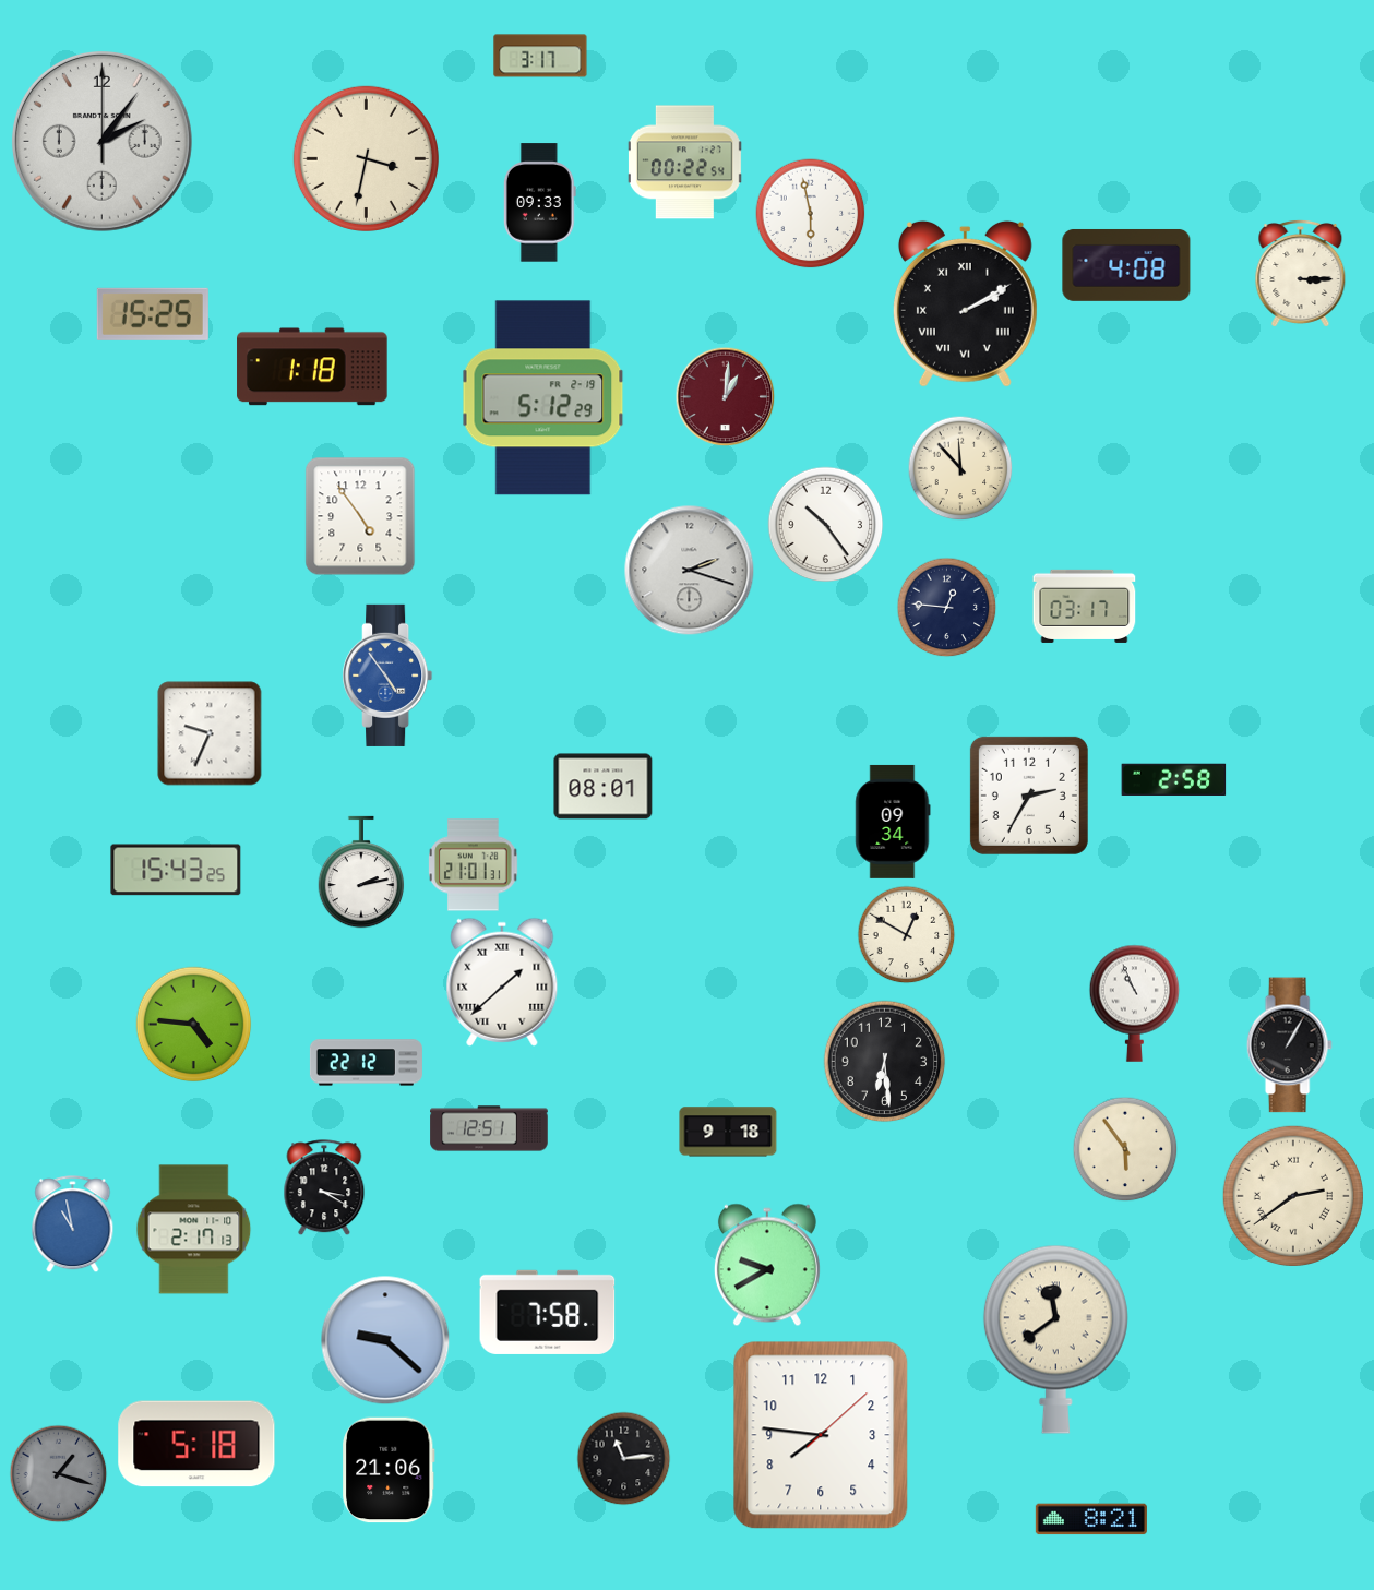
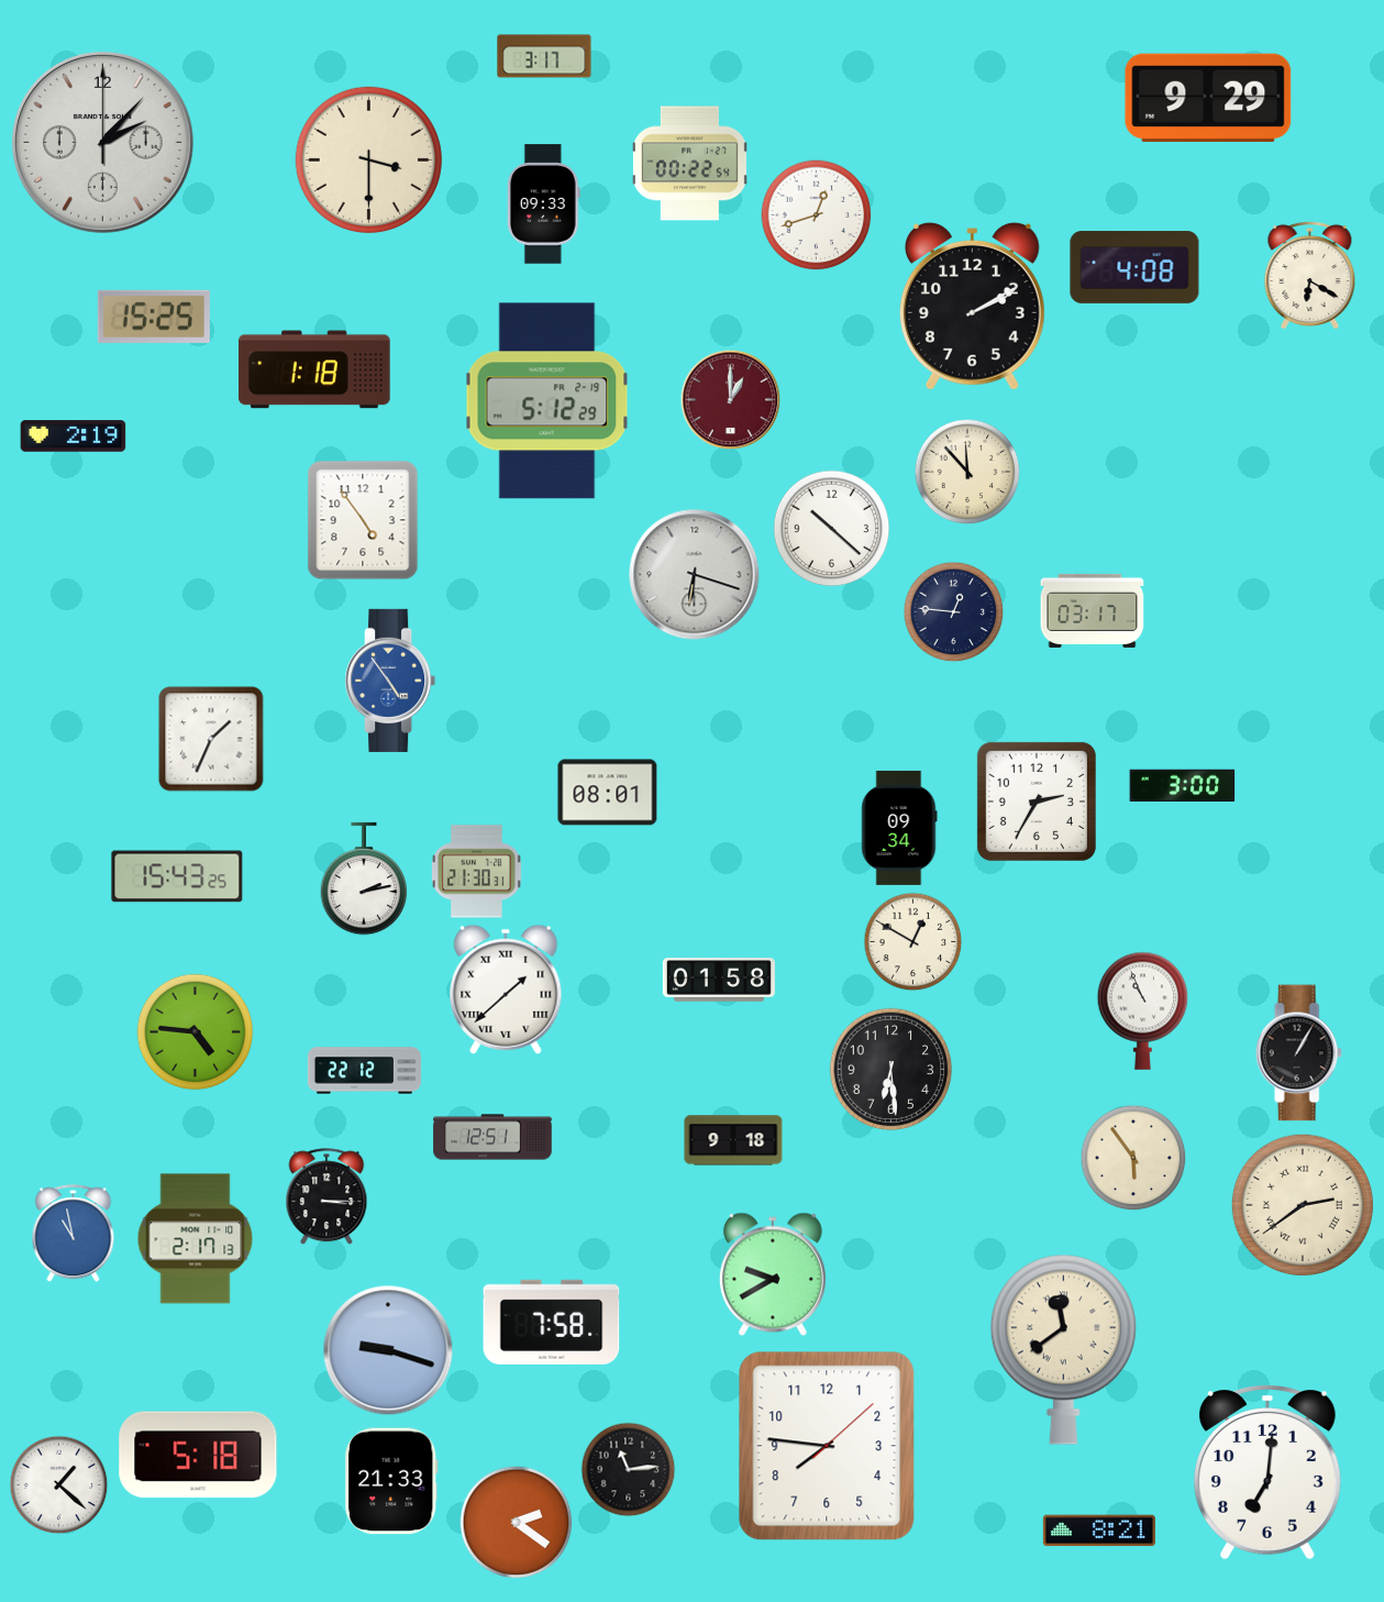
clock at (1208, 98): none -> 9:29
clock at (101, 141): 2:06 -> 2:07
clock at (366, 158): 3:32 -> 3:30
clock at (811, 214): 5:58 -> 12:42
clock at (1301, 273): 3:15 -> 6:20
clock at (965, 303) numerals: Roman -> Arabic
clock at (726, 397): 1:01 -> 1:00
clock at (74, 437): none -> 2:19
clock at (826, 525): 10:24 -> 10:22
clock at (690, 571): 2:18 -> 6:18
clock at (210, 733): 9:34 -> 1:34
clock at (1174, 779): 2:58 -> 3:00
clock at (474, 865): 21:01 -> 21:30
clock at (719, 980): none -> 01:58
clock at (366, 1063) position: (366, 1063) -> (364, 1071)
clock at (324, 1188): 3:20 -> 3:15
clock at (385, 1340): 9:22 -> 9:18
clock at (1267, 1472): none -> 7:01
clock at (389, 1470): 21:06 -> 21:33
clock at (59, 1474): 1:18 -> 1:22
clock at (59, 1474) dial: grey -> white
clock at (517, 1523): none -> 2:21
